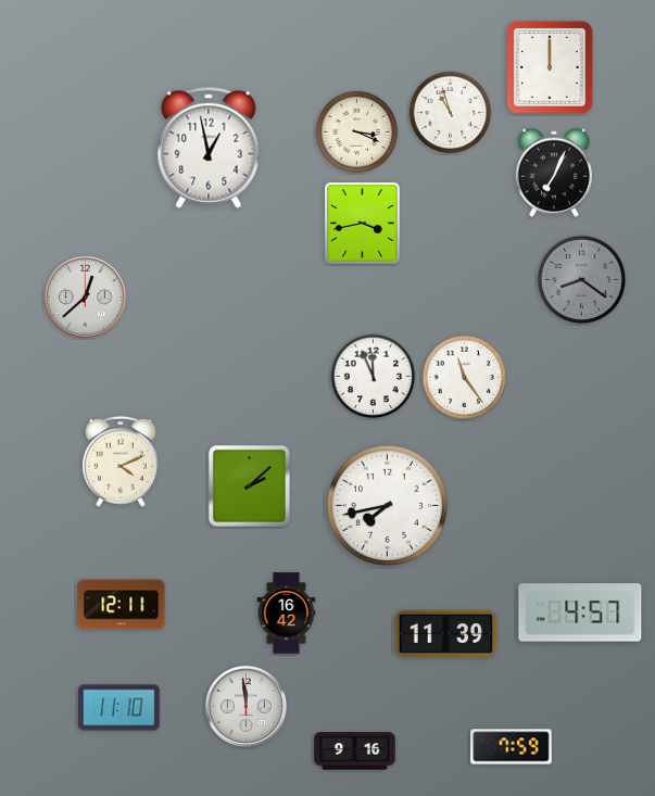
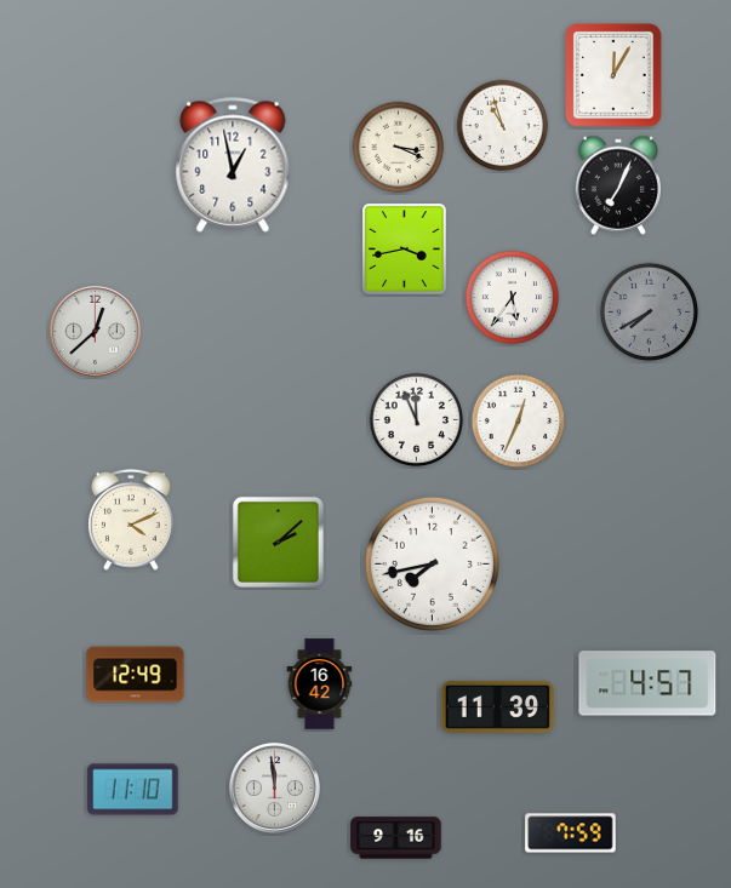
clock at (550, 67): 12:00 -> 12:05
clock at (553, 173) position: (553, 173) -> (617, 185)
clock at (513, 298): none -> 5:36
clock at (582, 280): 8:21 -> 7:40
clock at (465, 378): 11:24 -> 12:34
clock at (121, 462) position: (121, 462) -> (131, 520)
clock at (122, 605): 12:11 -> 12:49
